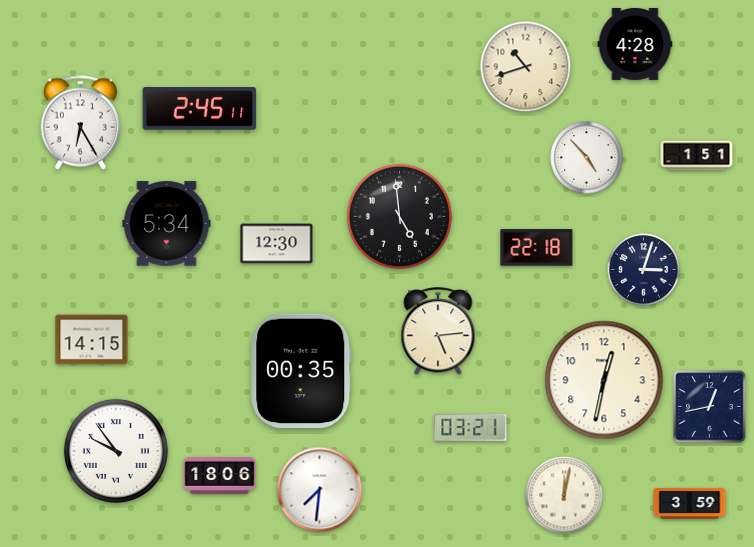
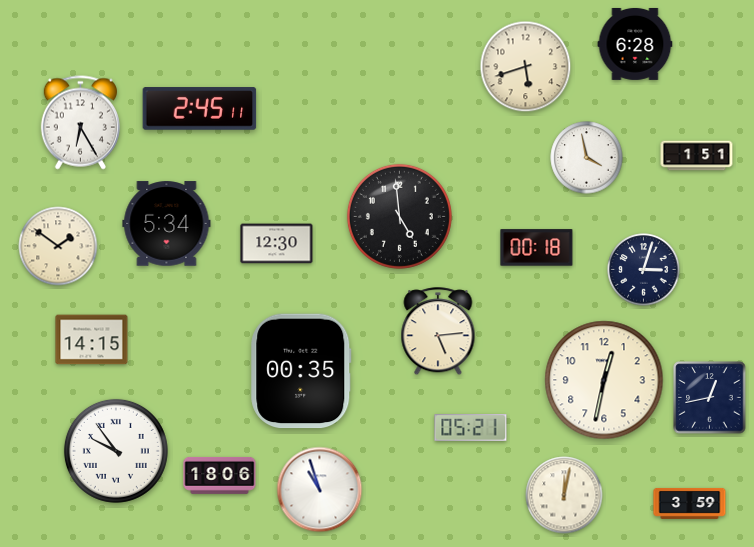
clock at (635, 44): 4:28 -> 6:28
clock at (526, 67): 10:42 -> 5:42
clock at (587, 158): 4:53 -> 3:58
clock at (58, 246): none -> 1:51
clock at (537, 248): 22:18 -> 00:18
clock at (710, 407) position: (710, 407) -> (710, 398)
clock at (471, 428): 03:21 -> 05:21
clock at (320, 490): 7:31 -> 10:57
